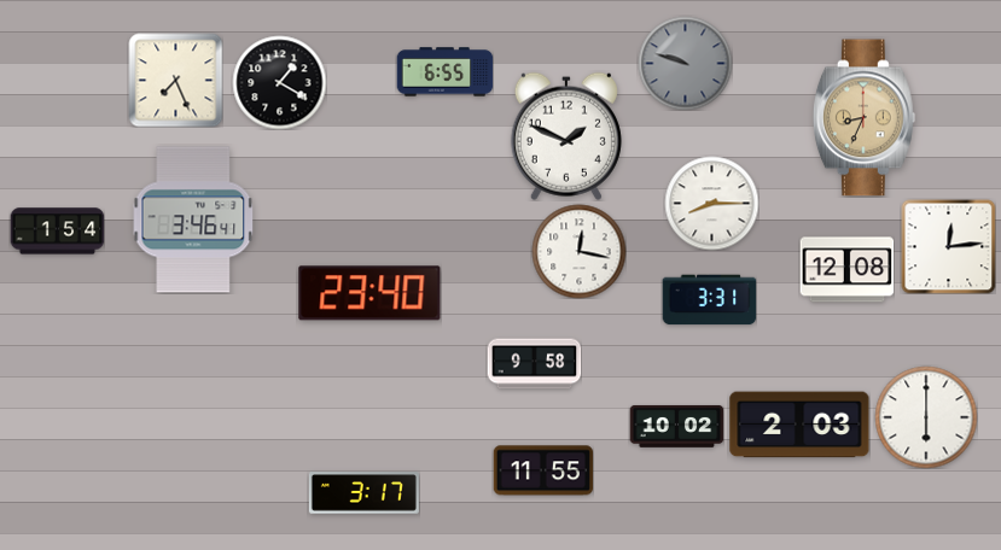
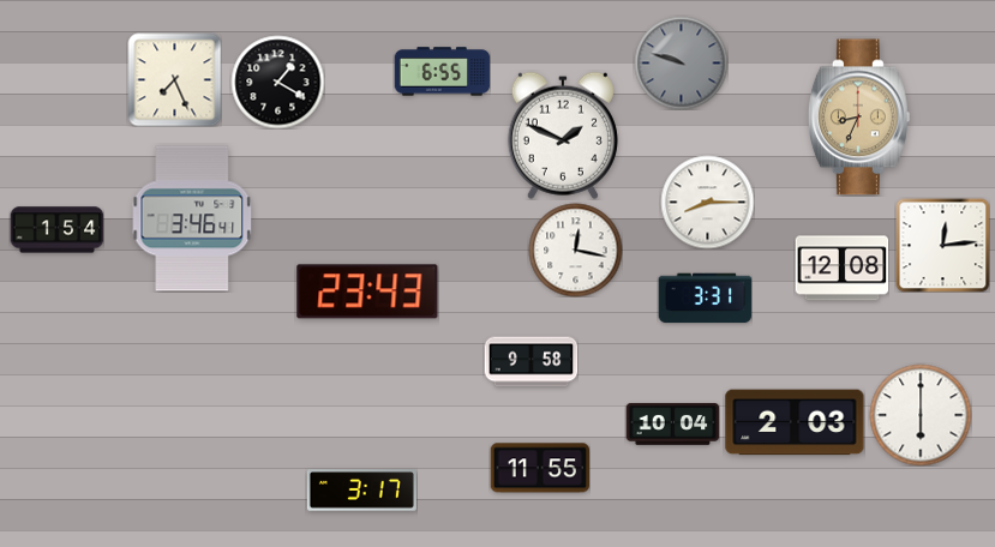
clock at (369, 293): 23:40 -> 23:43
clock at (676, 426): 10:02 -> 10:04
